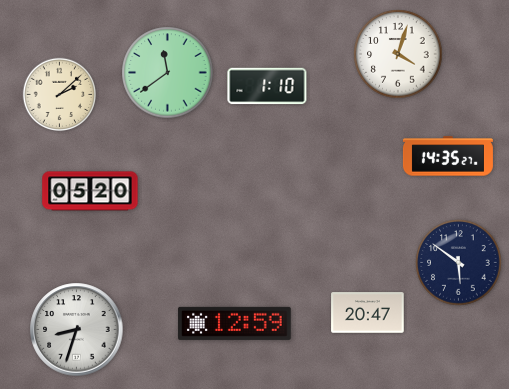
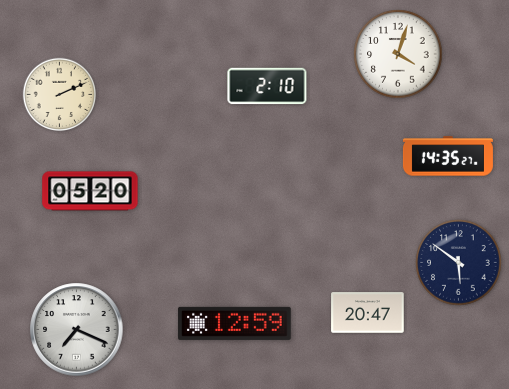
clock at (168, 73): 11:39 -> none
clock at (267, 86): 1:10 -> 2:10
clock at (60, 95): 2:08 -> 2:11
clock at (77, 330): 8:33 -> 7:19
